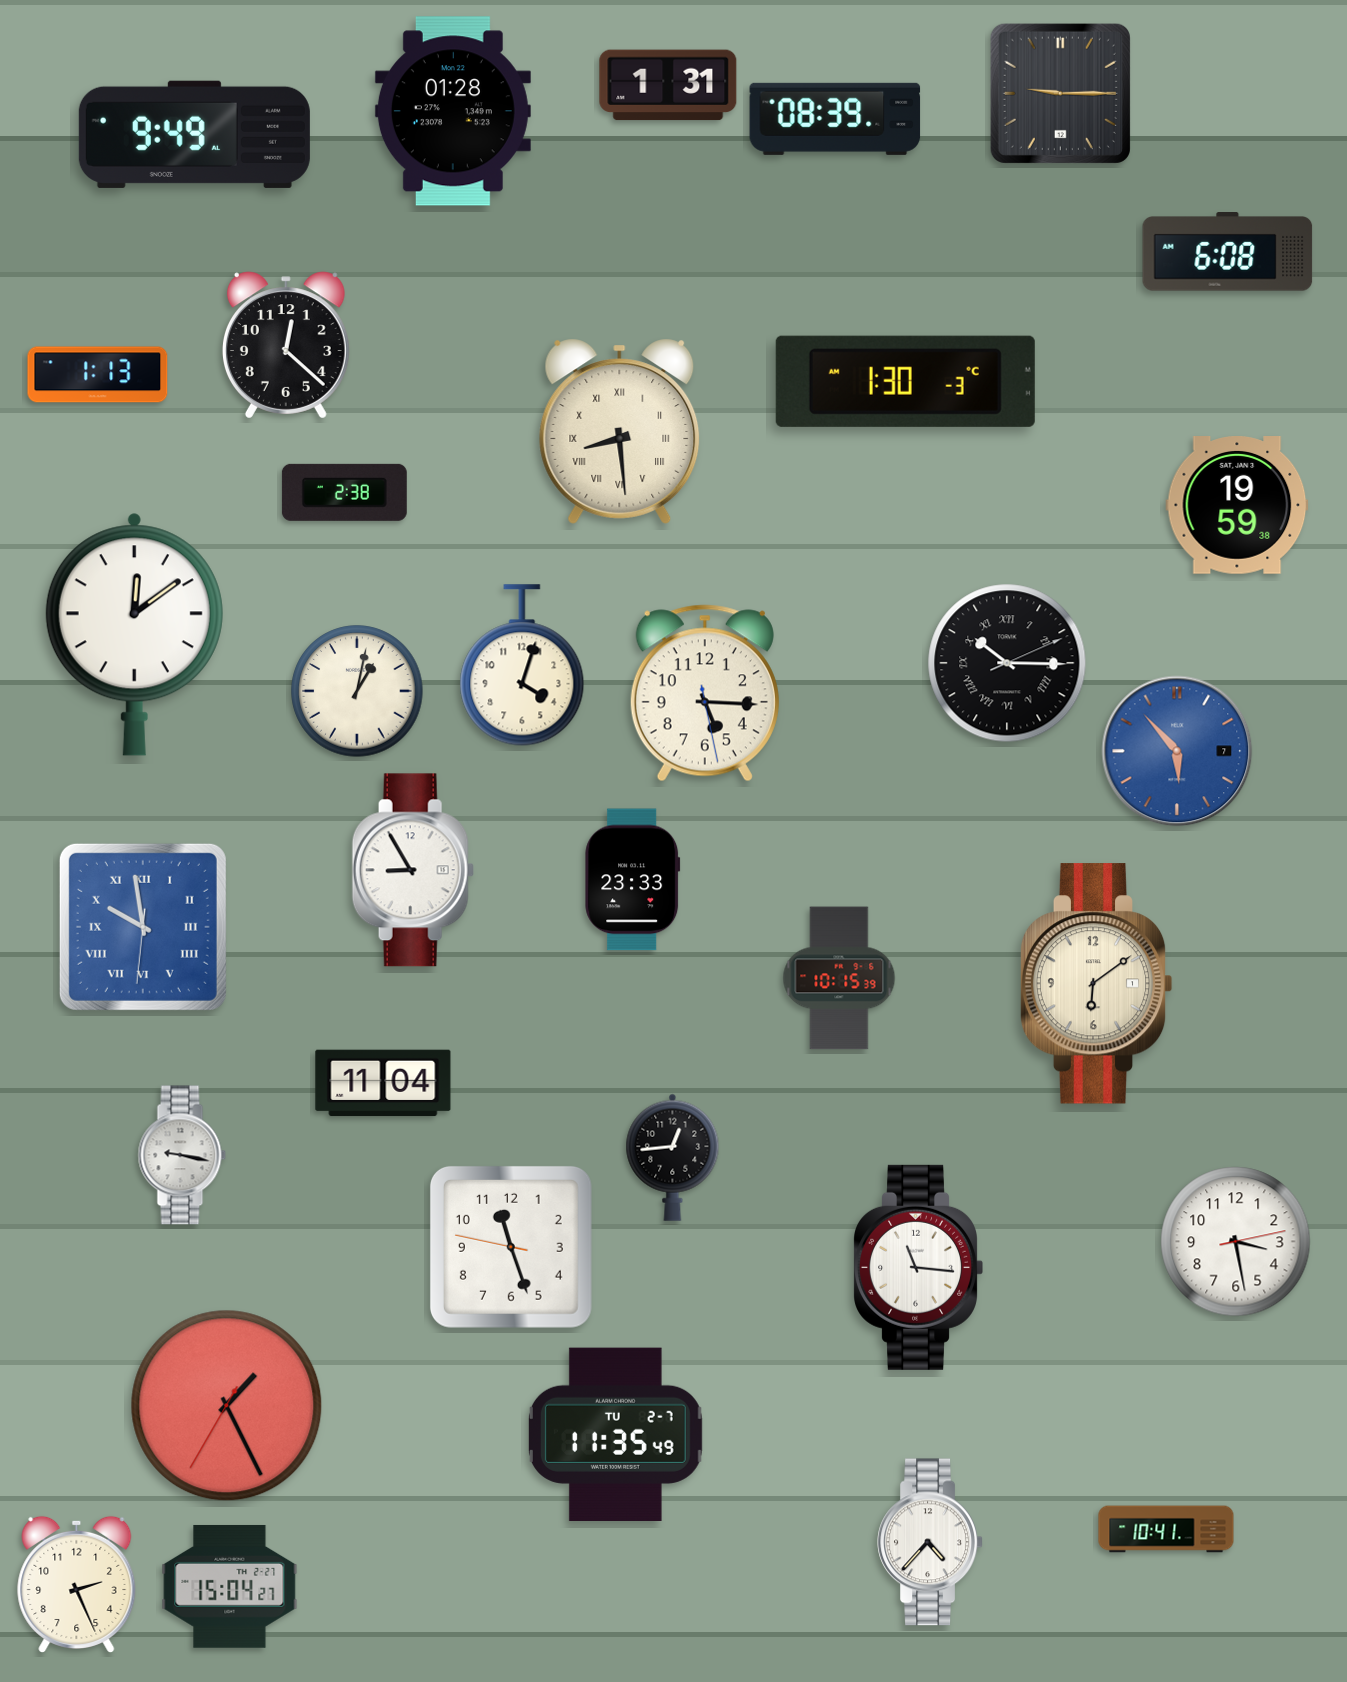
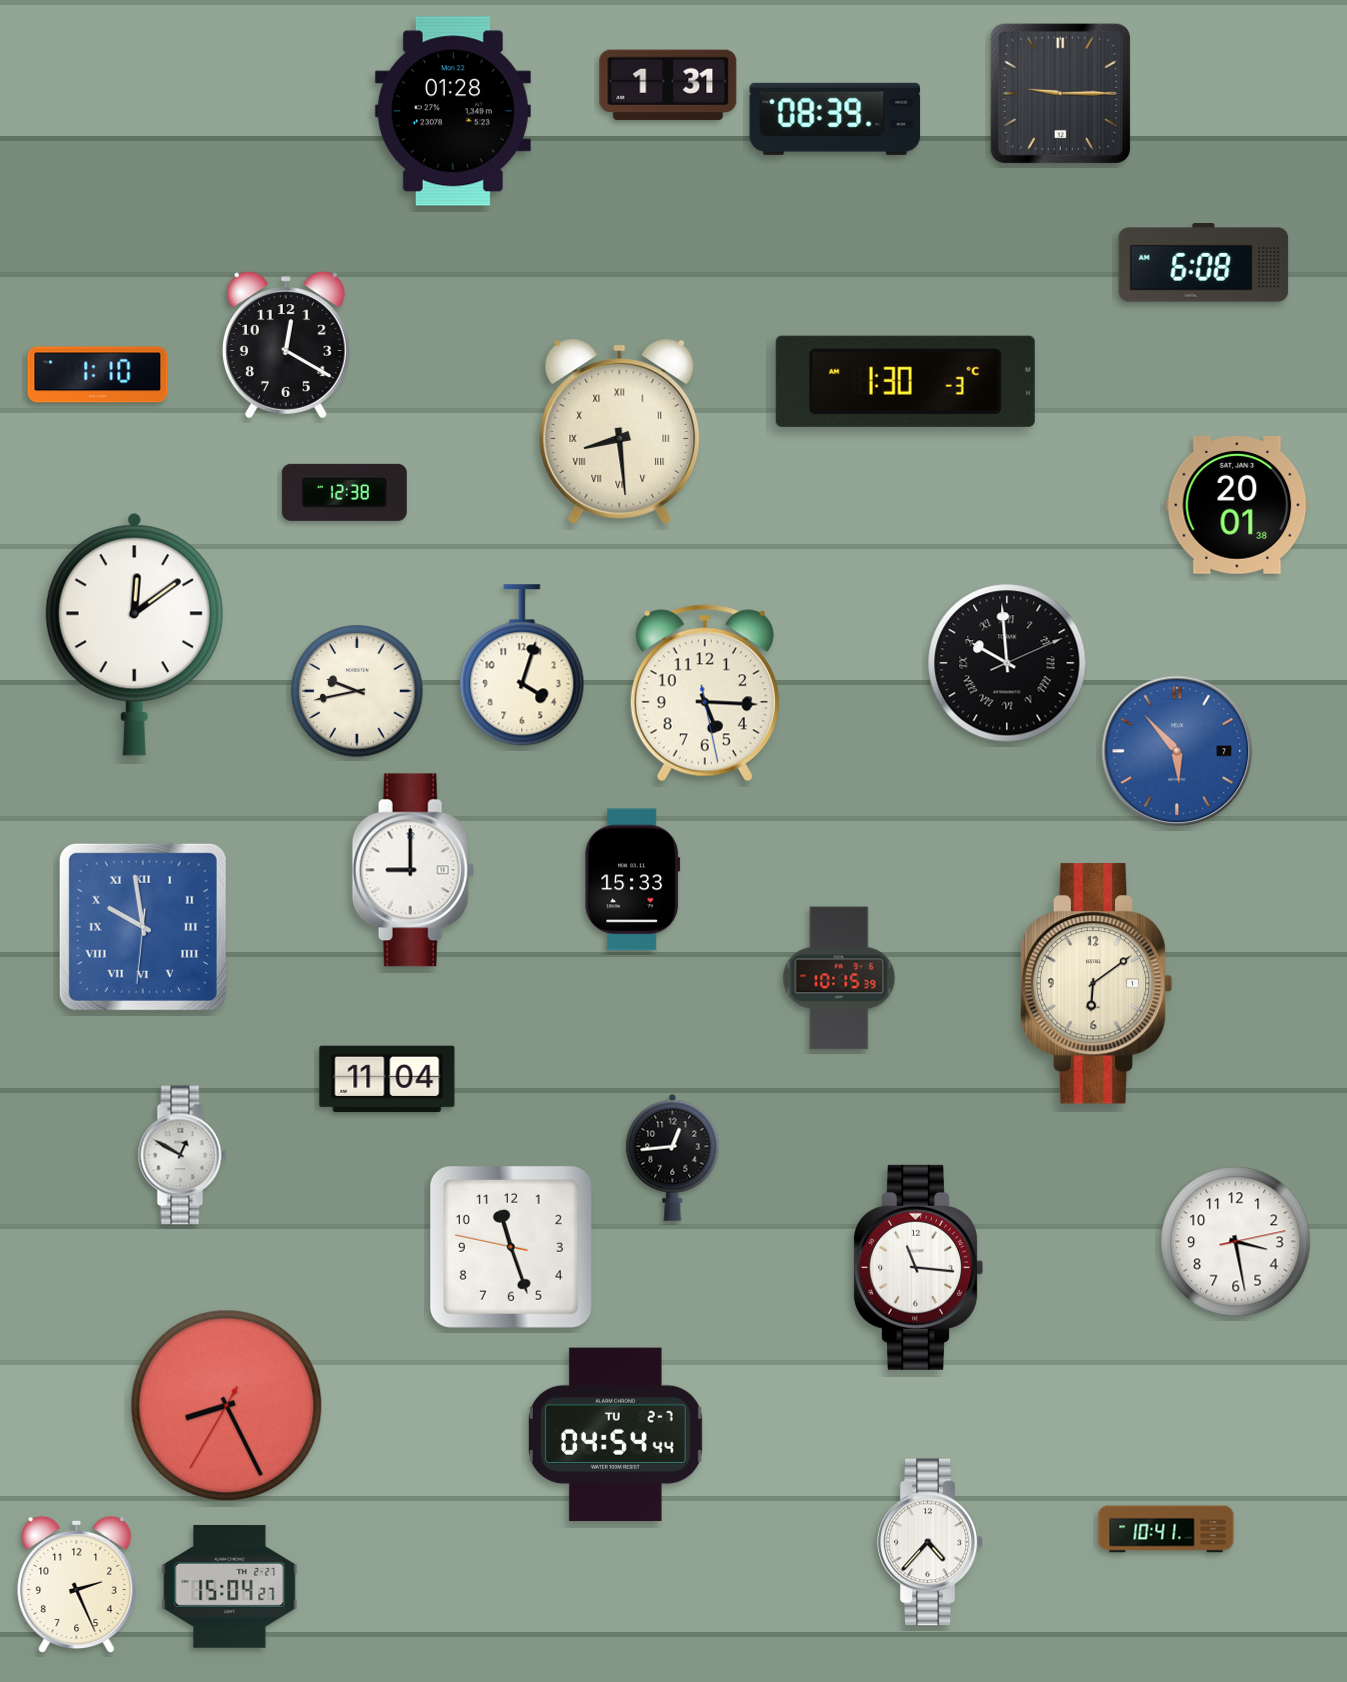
clock at (194, 134): 9:49 -> none
clock at (1228, 252) position: (1228, 252) -> (1204, 263)
clock at (286, 345): 12:22 -> 12:20
clock at (98, 375): 1:13 -> 1:10
clock at (344, 492): 2:38 -> 12:38
clock at (1237, 506): 19:59 -> 20:01
clock at (1007, 663): 10:15 -> 9:59
clock at (357, 691): 1:02 -> 9:43
clock at (413, 870): 8:55 -> 9:00
clock at (633, 880): 23:33 -> 15:33
clock at (383, 1083) position: (383, 1083) -> (387, 1079)
clock at (182, 1155): 9:17 -> 12:50
clock at (227, 1406): 1:25 -> 8:25
clock at (615, 1434): 11:35 -> 04:54
